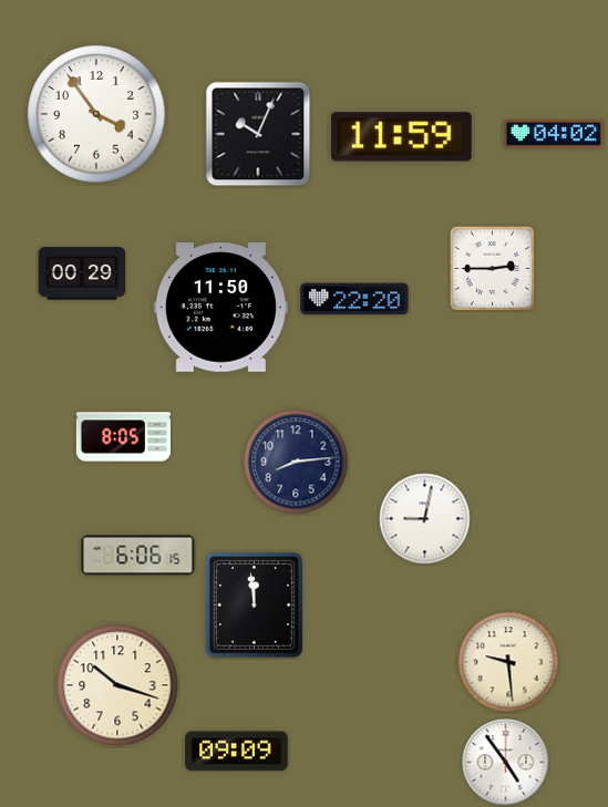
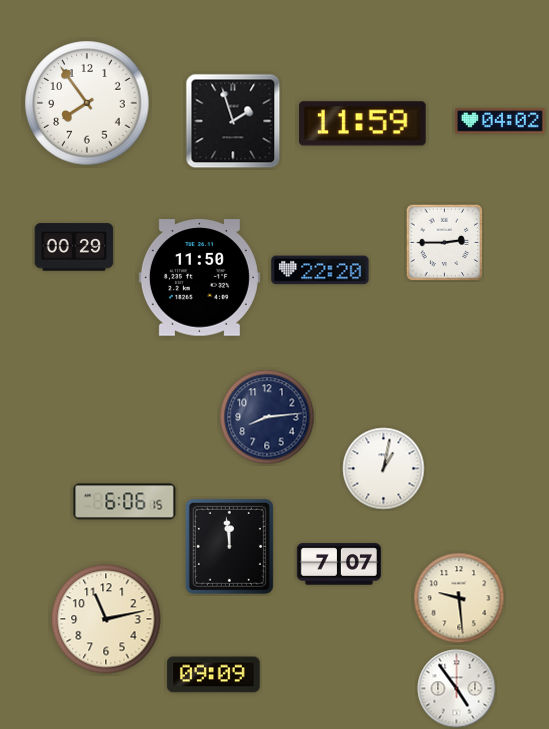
clock at (96, 114): 3:54 -> 7:54
clock at (258, 134): 10:04 -> 1:57
clock at (123, 437): 8:05 -> none
clock at (425, 519): 9:02 -> 1:02
clock at (339, 564): none -> 7:07
clock at (117, 685): 10:18 -> 11:13
clock at (237, 752) position: (237, 752) -> (214, 675)
